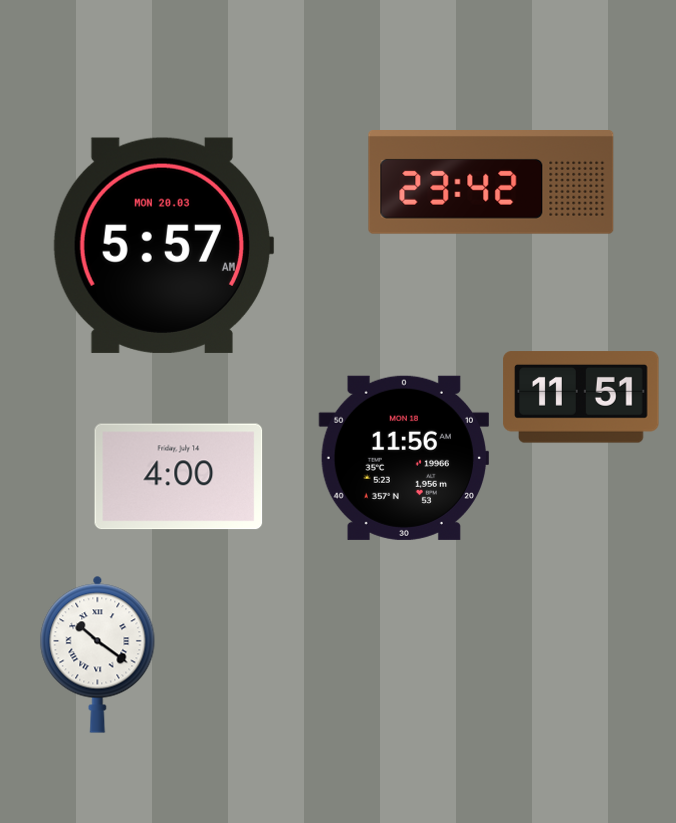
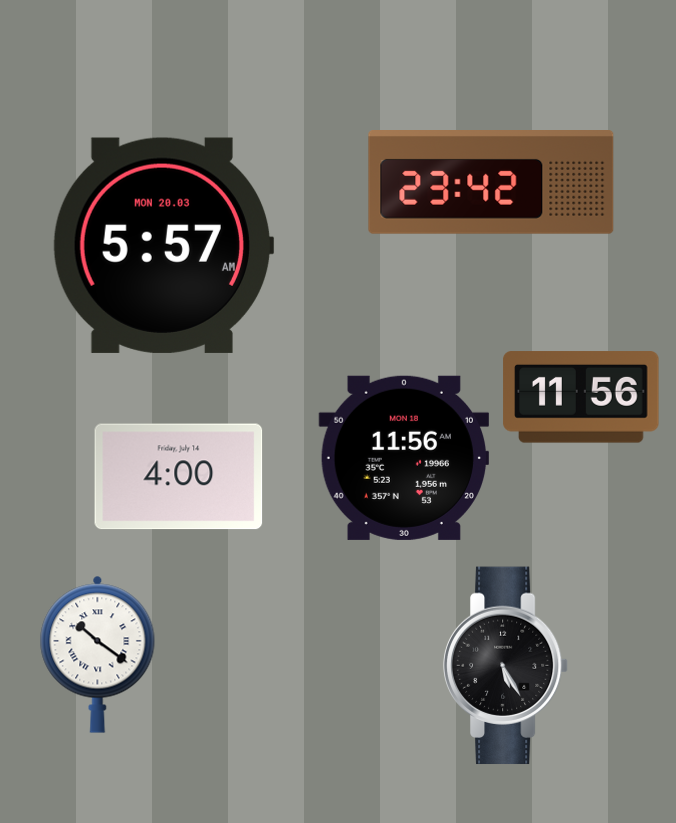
clock at (581, 397): 11:51 -> 11:56
clock at (506, 666): none -> 5:25
